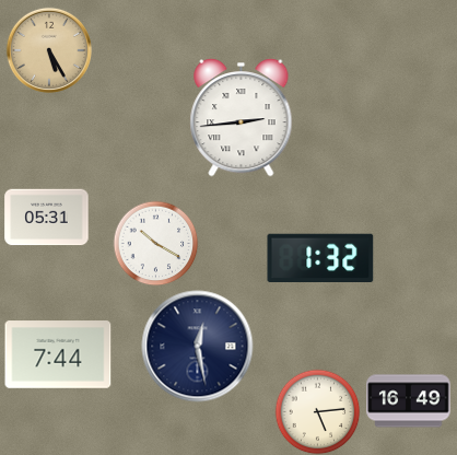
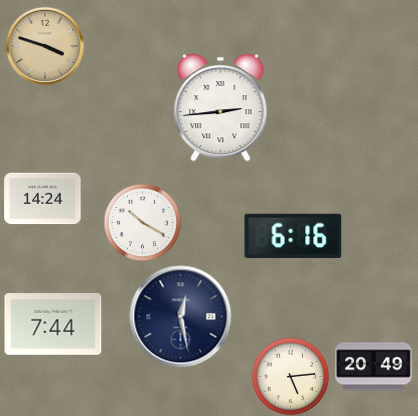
clock at (49, 50): 5:25 -> 3:48
clock at (47, 218): 05:31 -> 14:24
clock at (320, 257): 1:32 -> 6:16
clock at (409, 401): 16:49 -> 20:49
